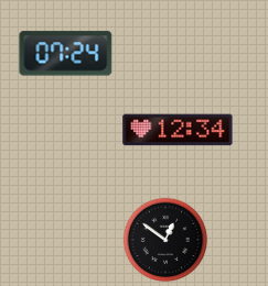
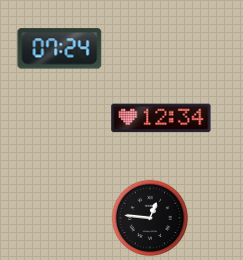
clock at (165, 240): 12:51 -> 12:46
